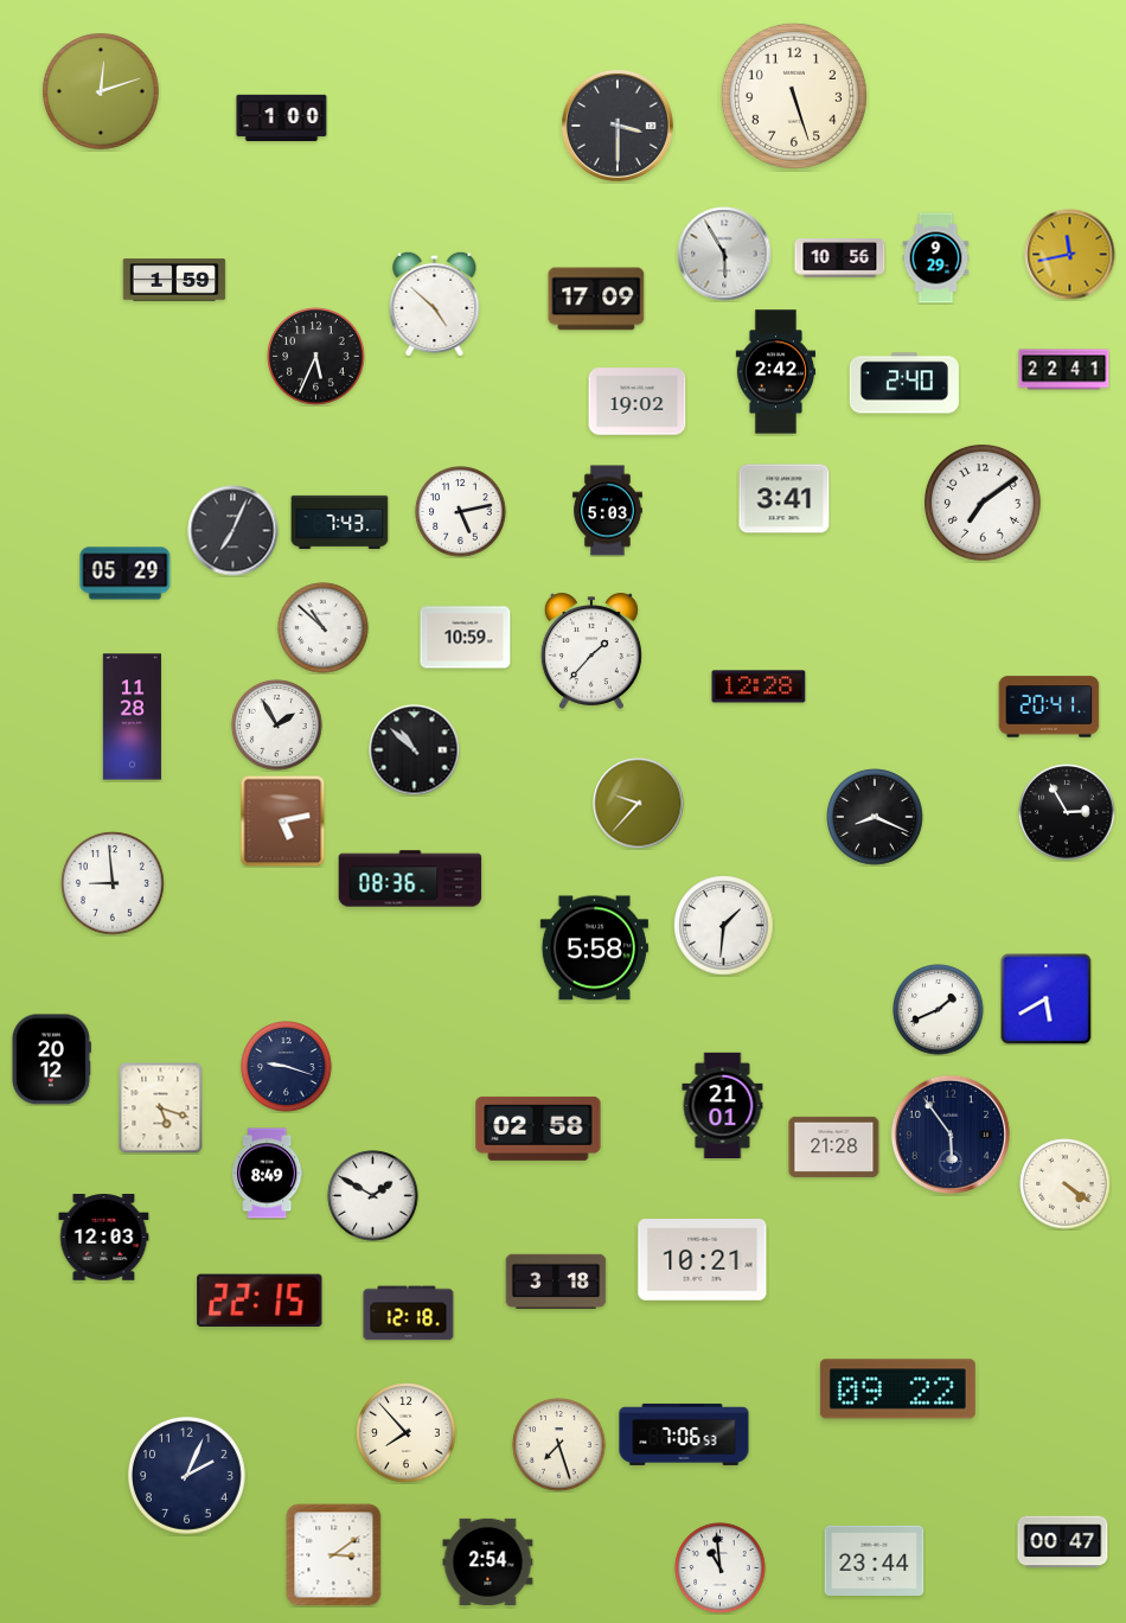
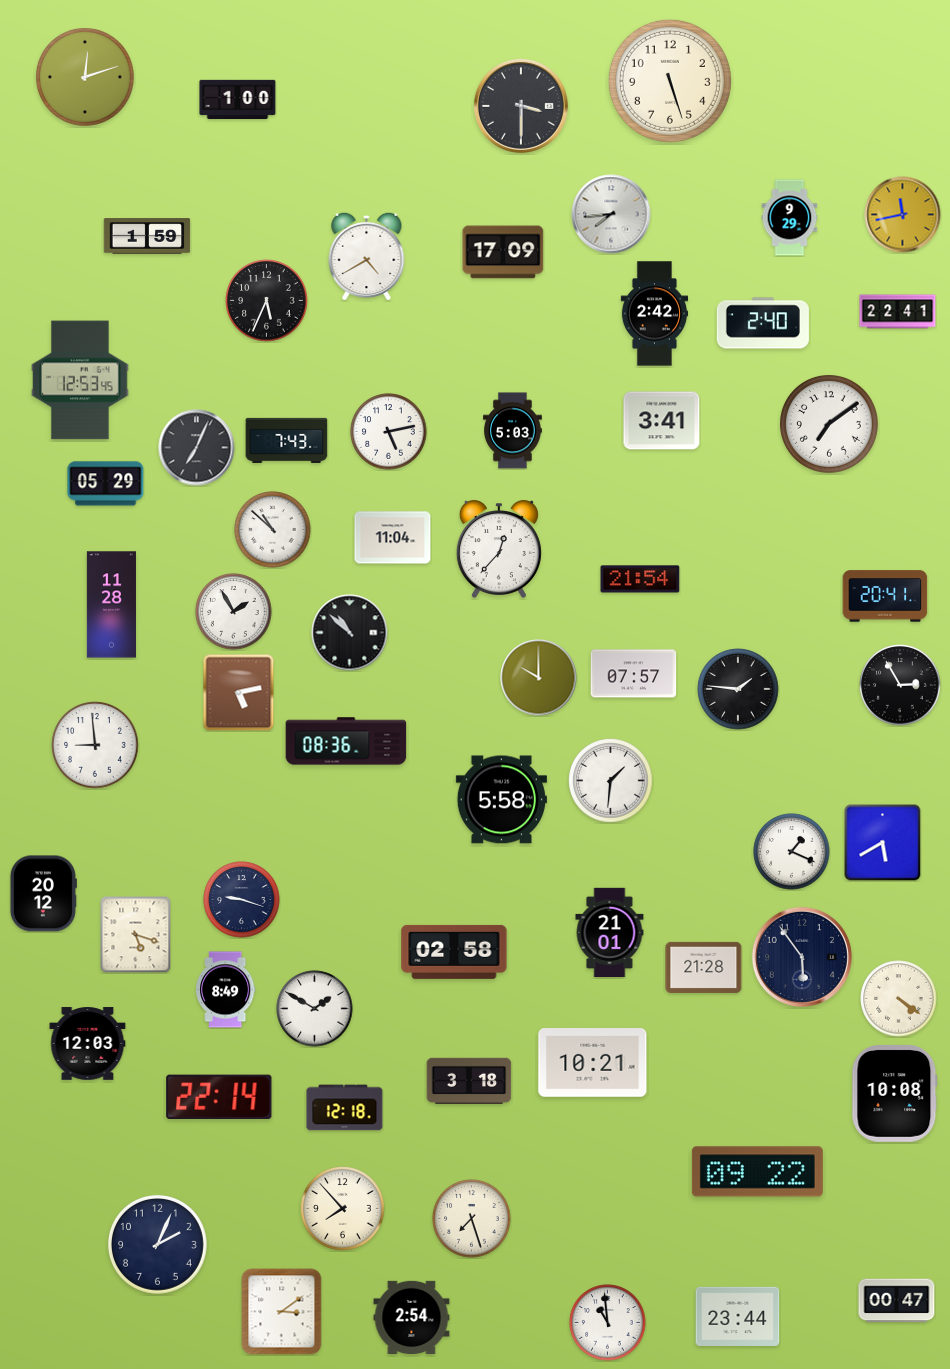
clock at (724, 254): 5:55 -> 7:44
clock at (840, 258): 10:56 -> none
clock at (435, 303): 4:52 -> 4:40
clock at (638, 402): 19:02 -> none
clock at (80, 380): none -> 12:53
clock at (466, 638): 10:59 -> 11:04
clock at (591, 651): 1:37 -> 12:37
clock at (759, 686): 12:28 -> 21:54
clock at (634, 674): none -> 07:57
clock at (639, 804): 9:37 -> 10:00
clock at (875, 817): 8:19 -> 1:46
clock at (939, 1010): 1:41 -> 1:19
clock at (895, 1094): none -> 10:08
clock at (260, 1299): 22:15 -> 22:14
clock at (684, 1434): 7:06 -> none
